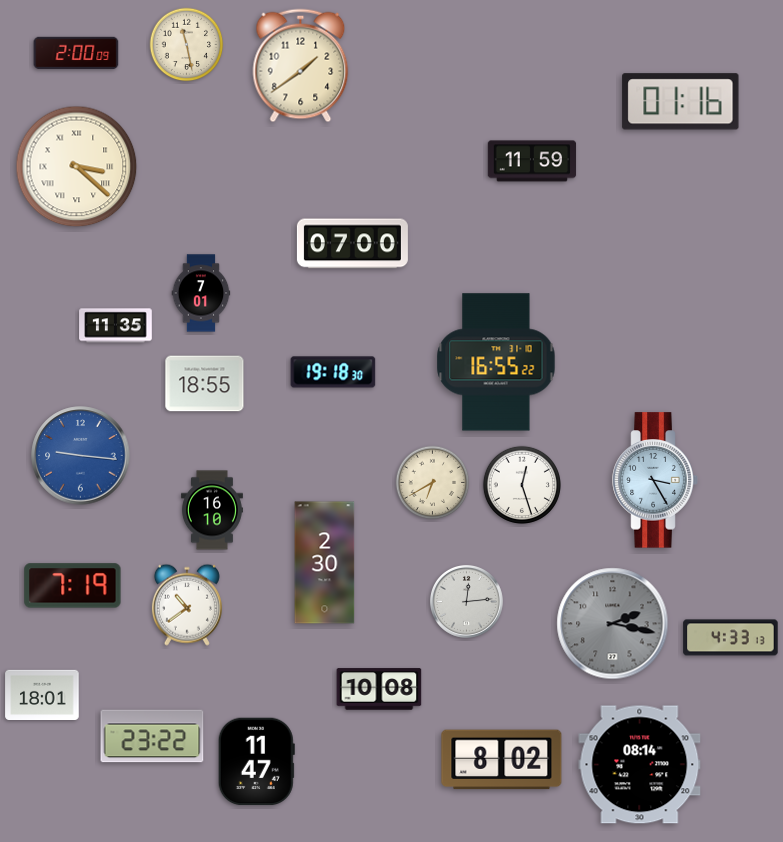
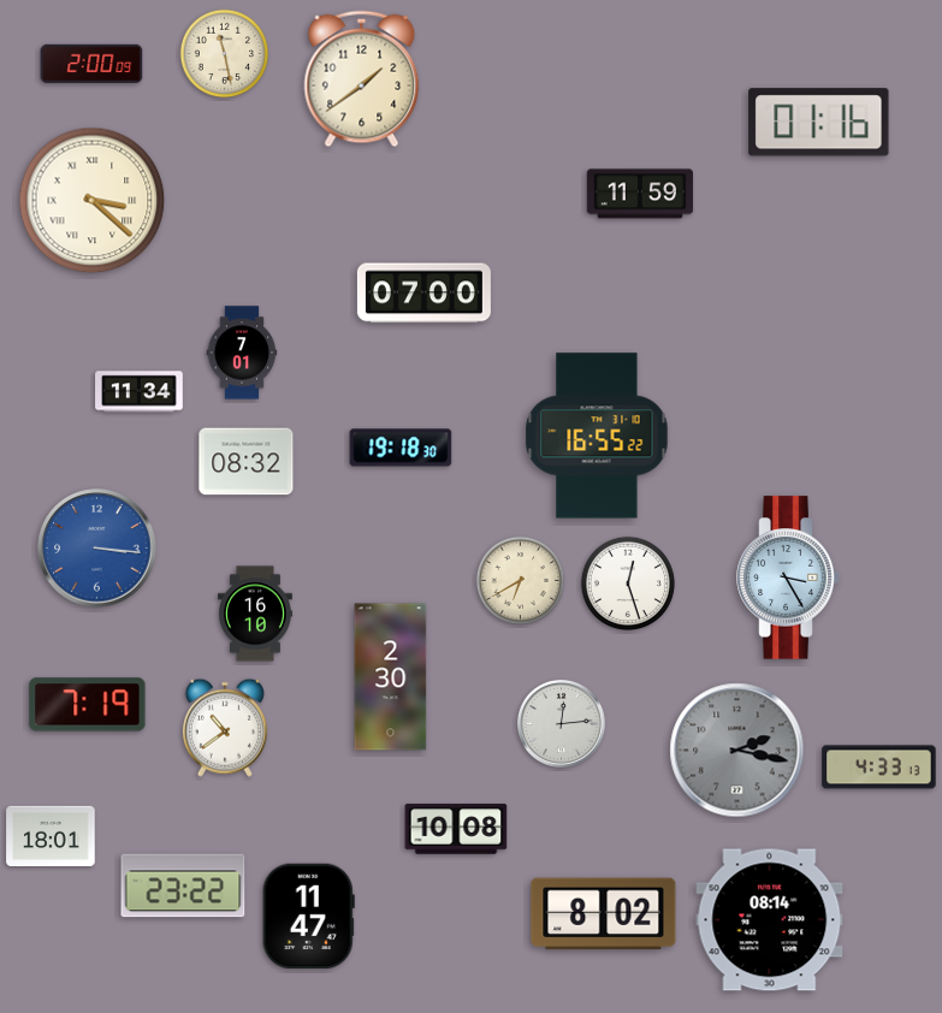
clock at (116, 326): 11:35 -> 11:34
clock at (205, 384): 18:55 -> 08:32
clock at (81, 456): 9:16 -> 3:16
